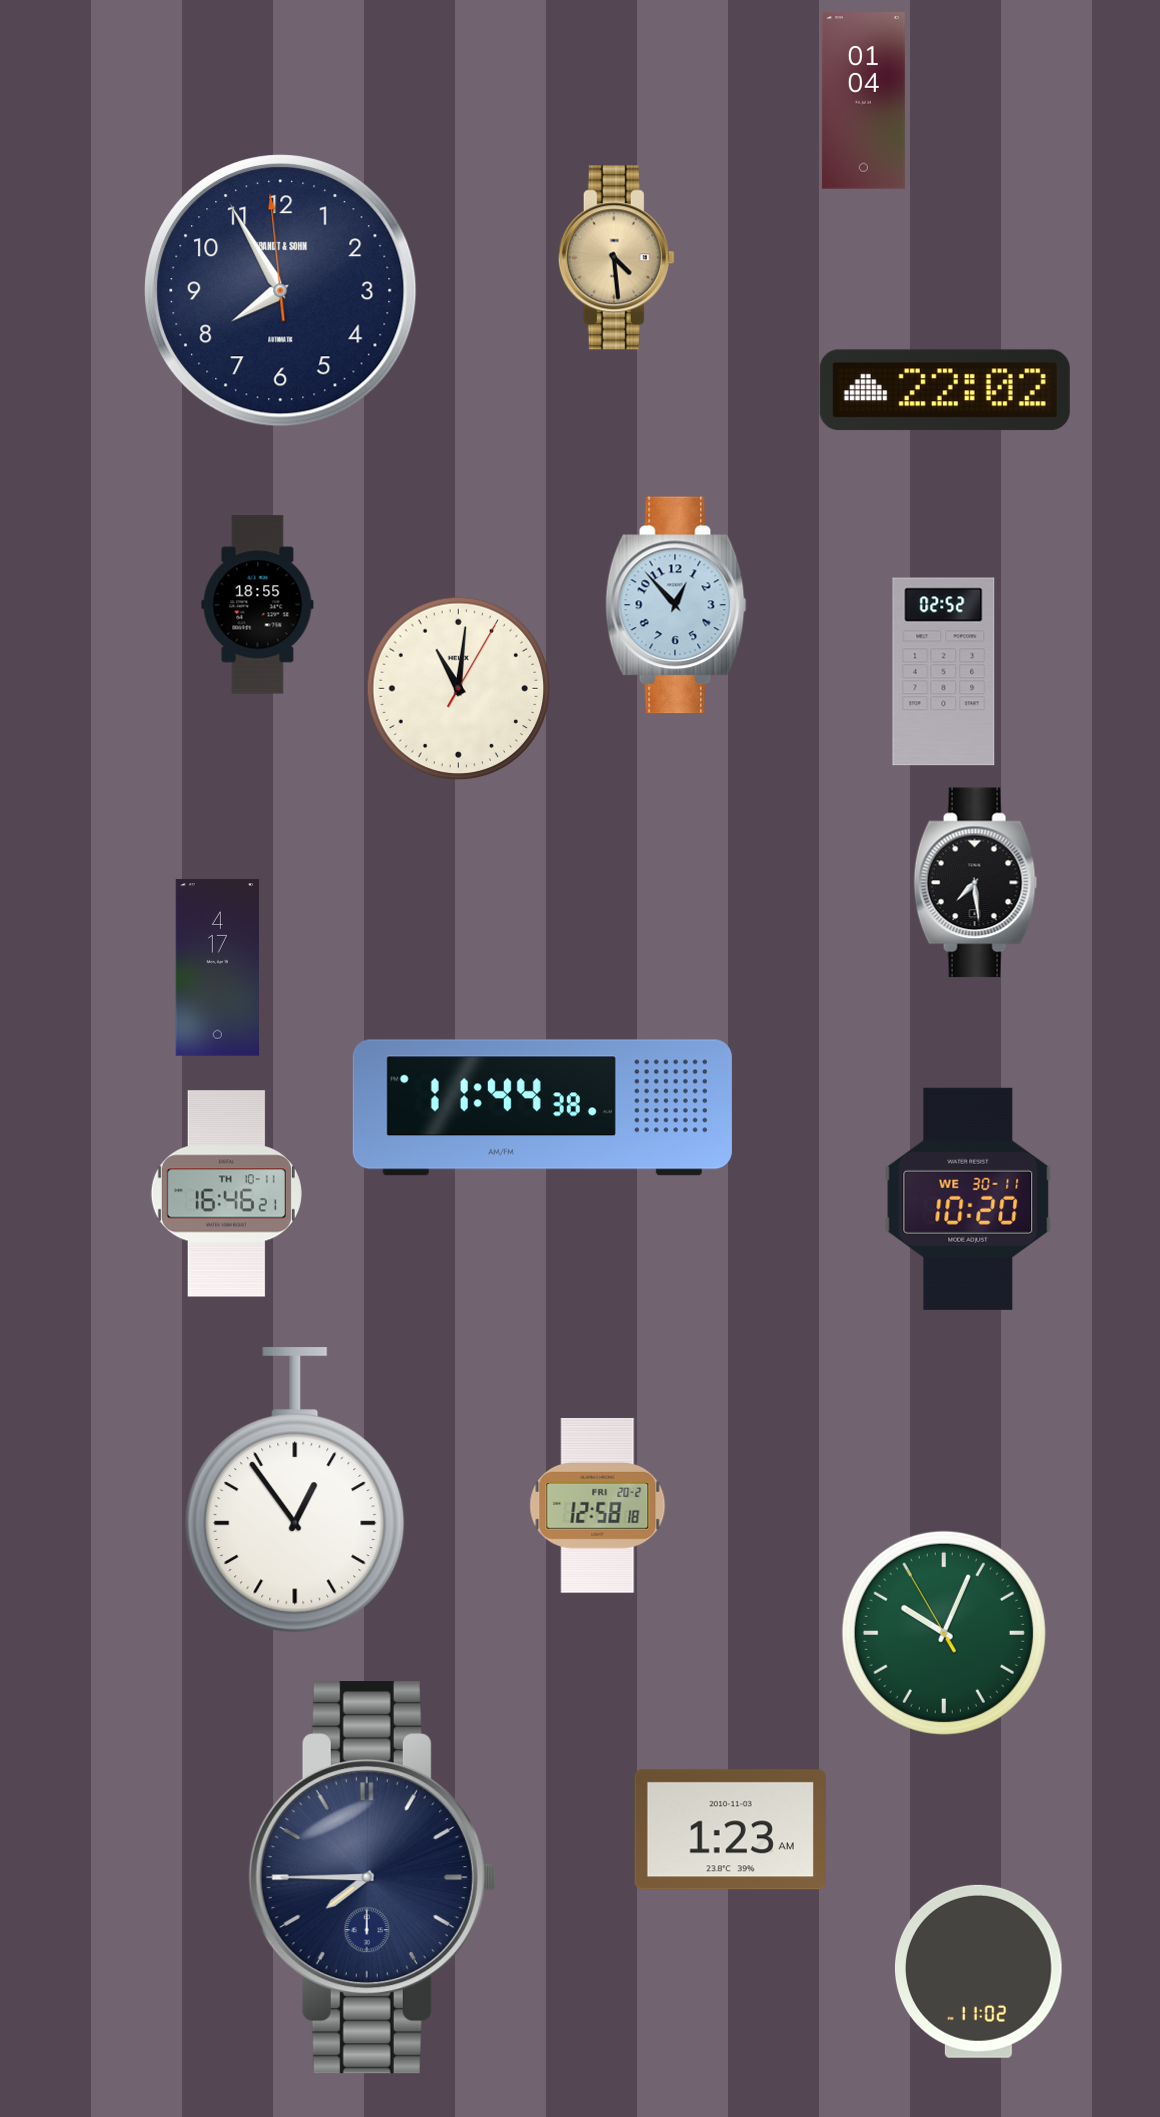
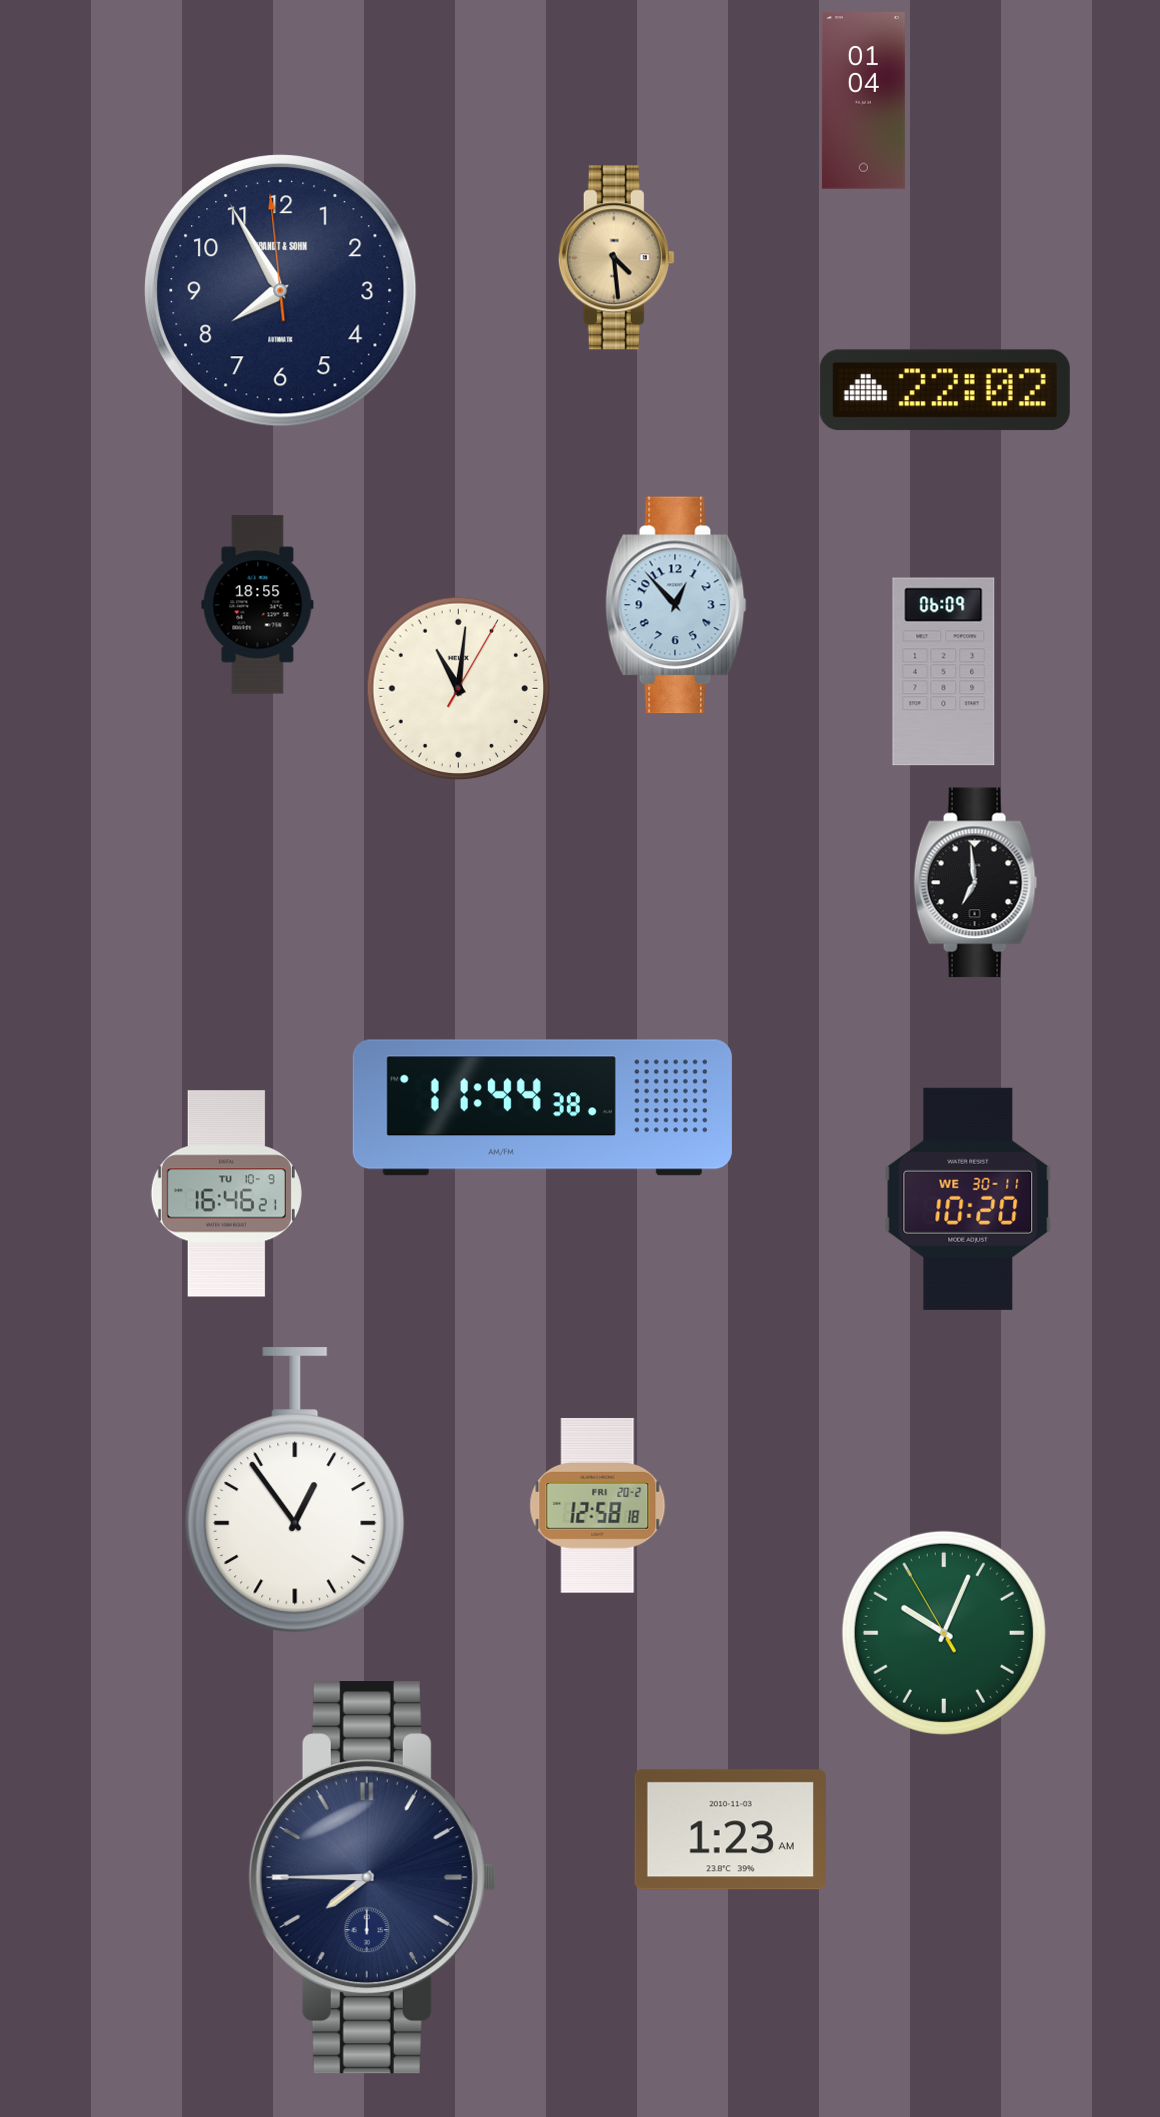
clock at (944, 672): 02:52 -> 06:09
clock at (976, 883): 7:29 -> 6:59
clock at (217, 968): 4:17 -> none
clock at (226, 1194) date: TH 10-11 -> TU 10-9
clock at (978, 1971): 11:02 -> none
